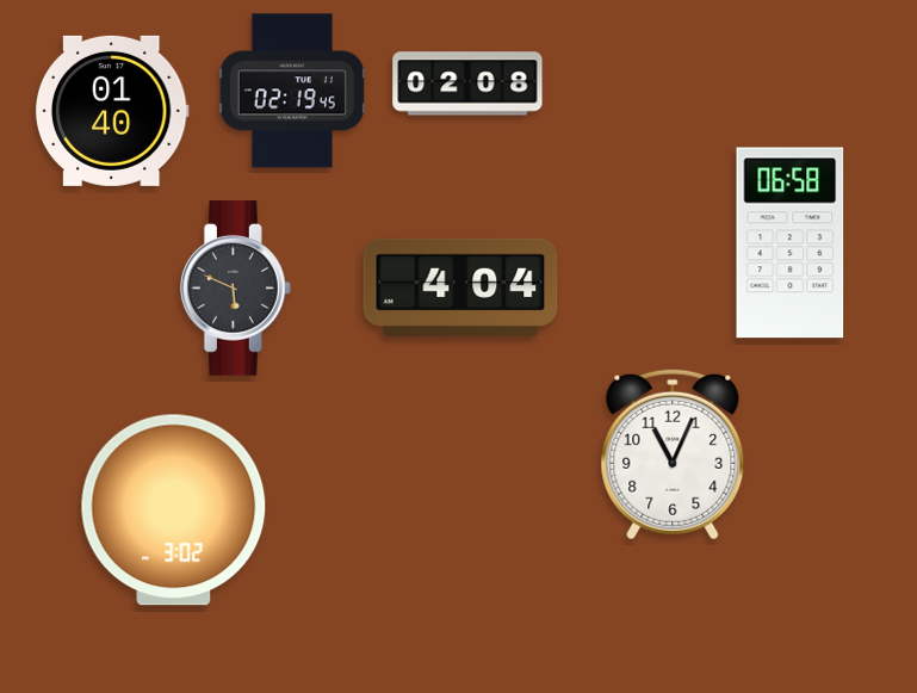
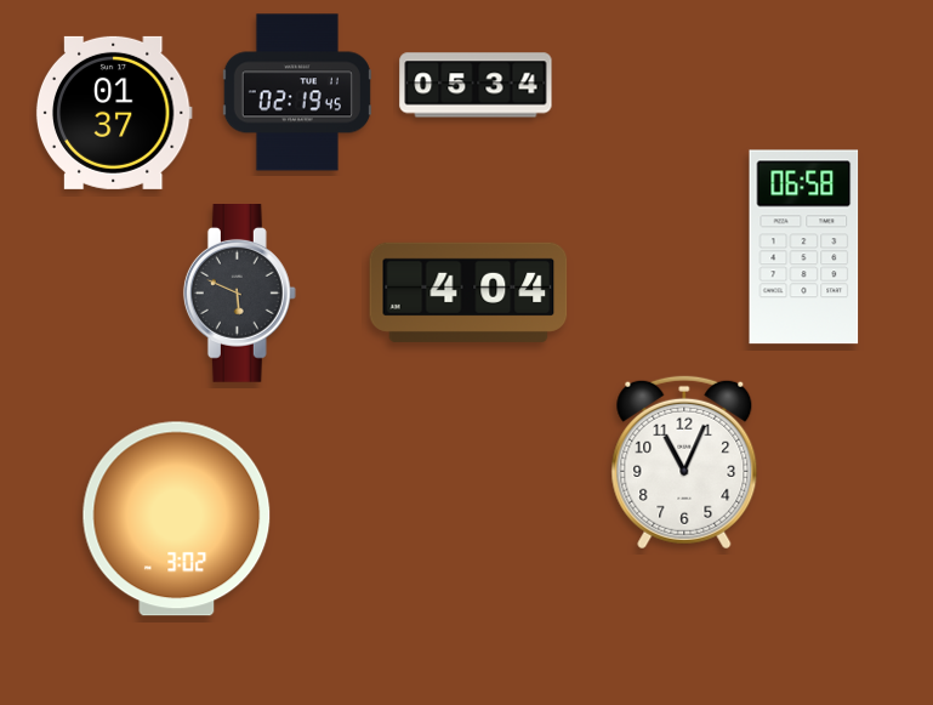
clock at (467, 83): 02:08 -> 05:34
clock at (112, 111): 01:40 -> 01:37
